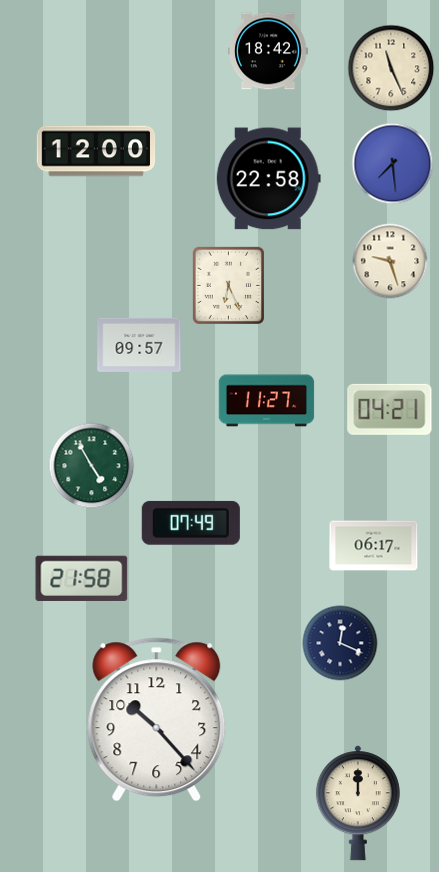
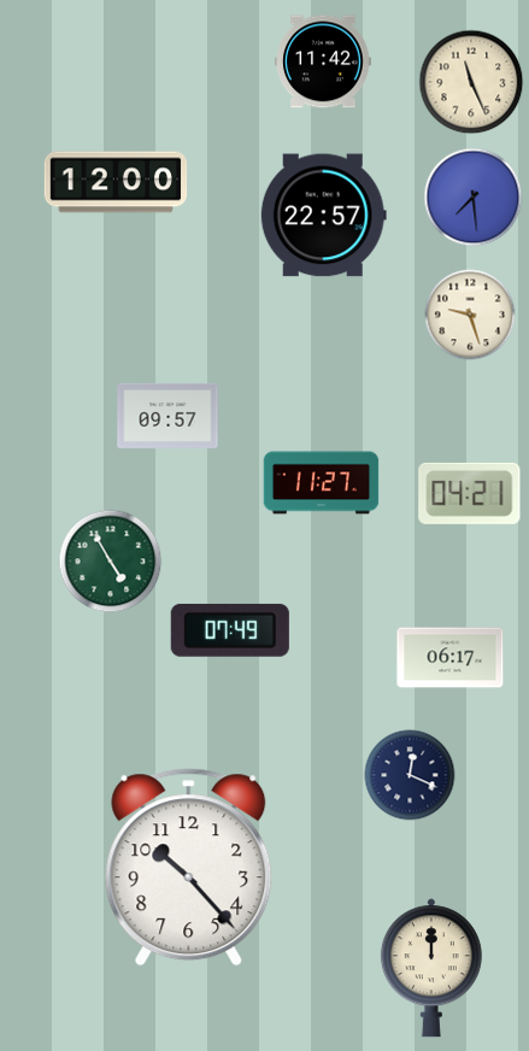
clock at (268, 51): 18:42 -> 11:42
clock at (268, 179): 22:58 -> 22:57
clock at (228, 285): 6:26 -> none
clock at (82, 578): 21:58 -> none
